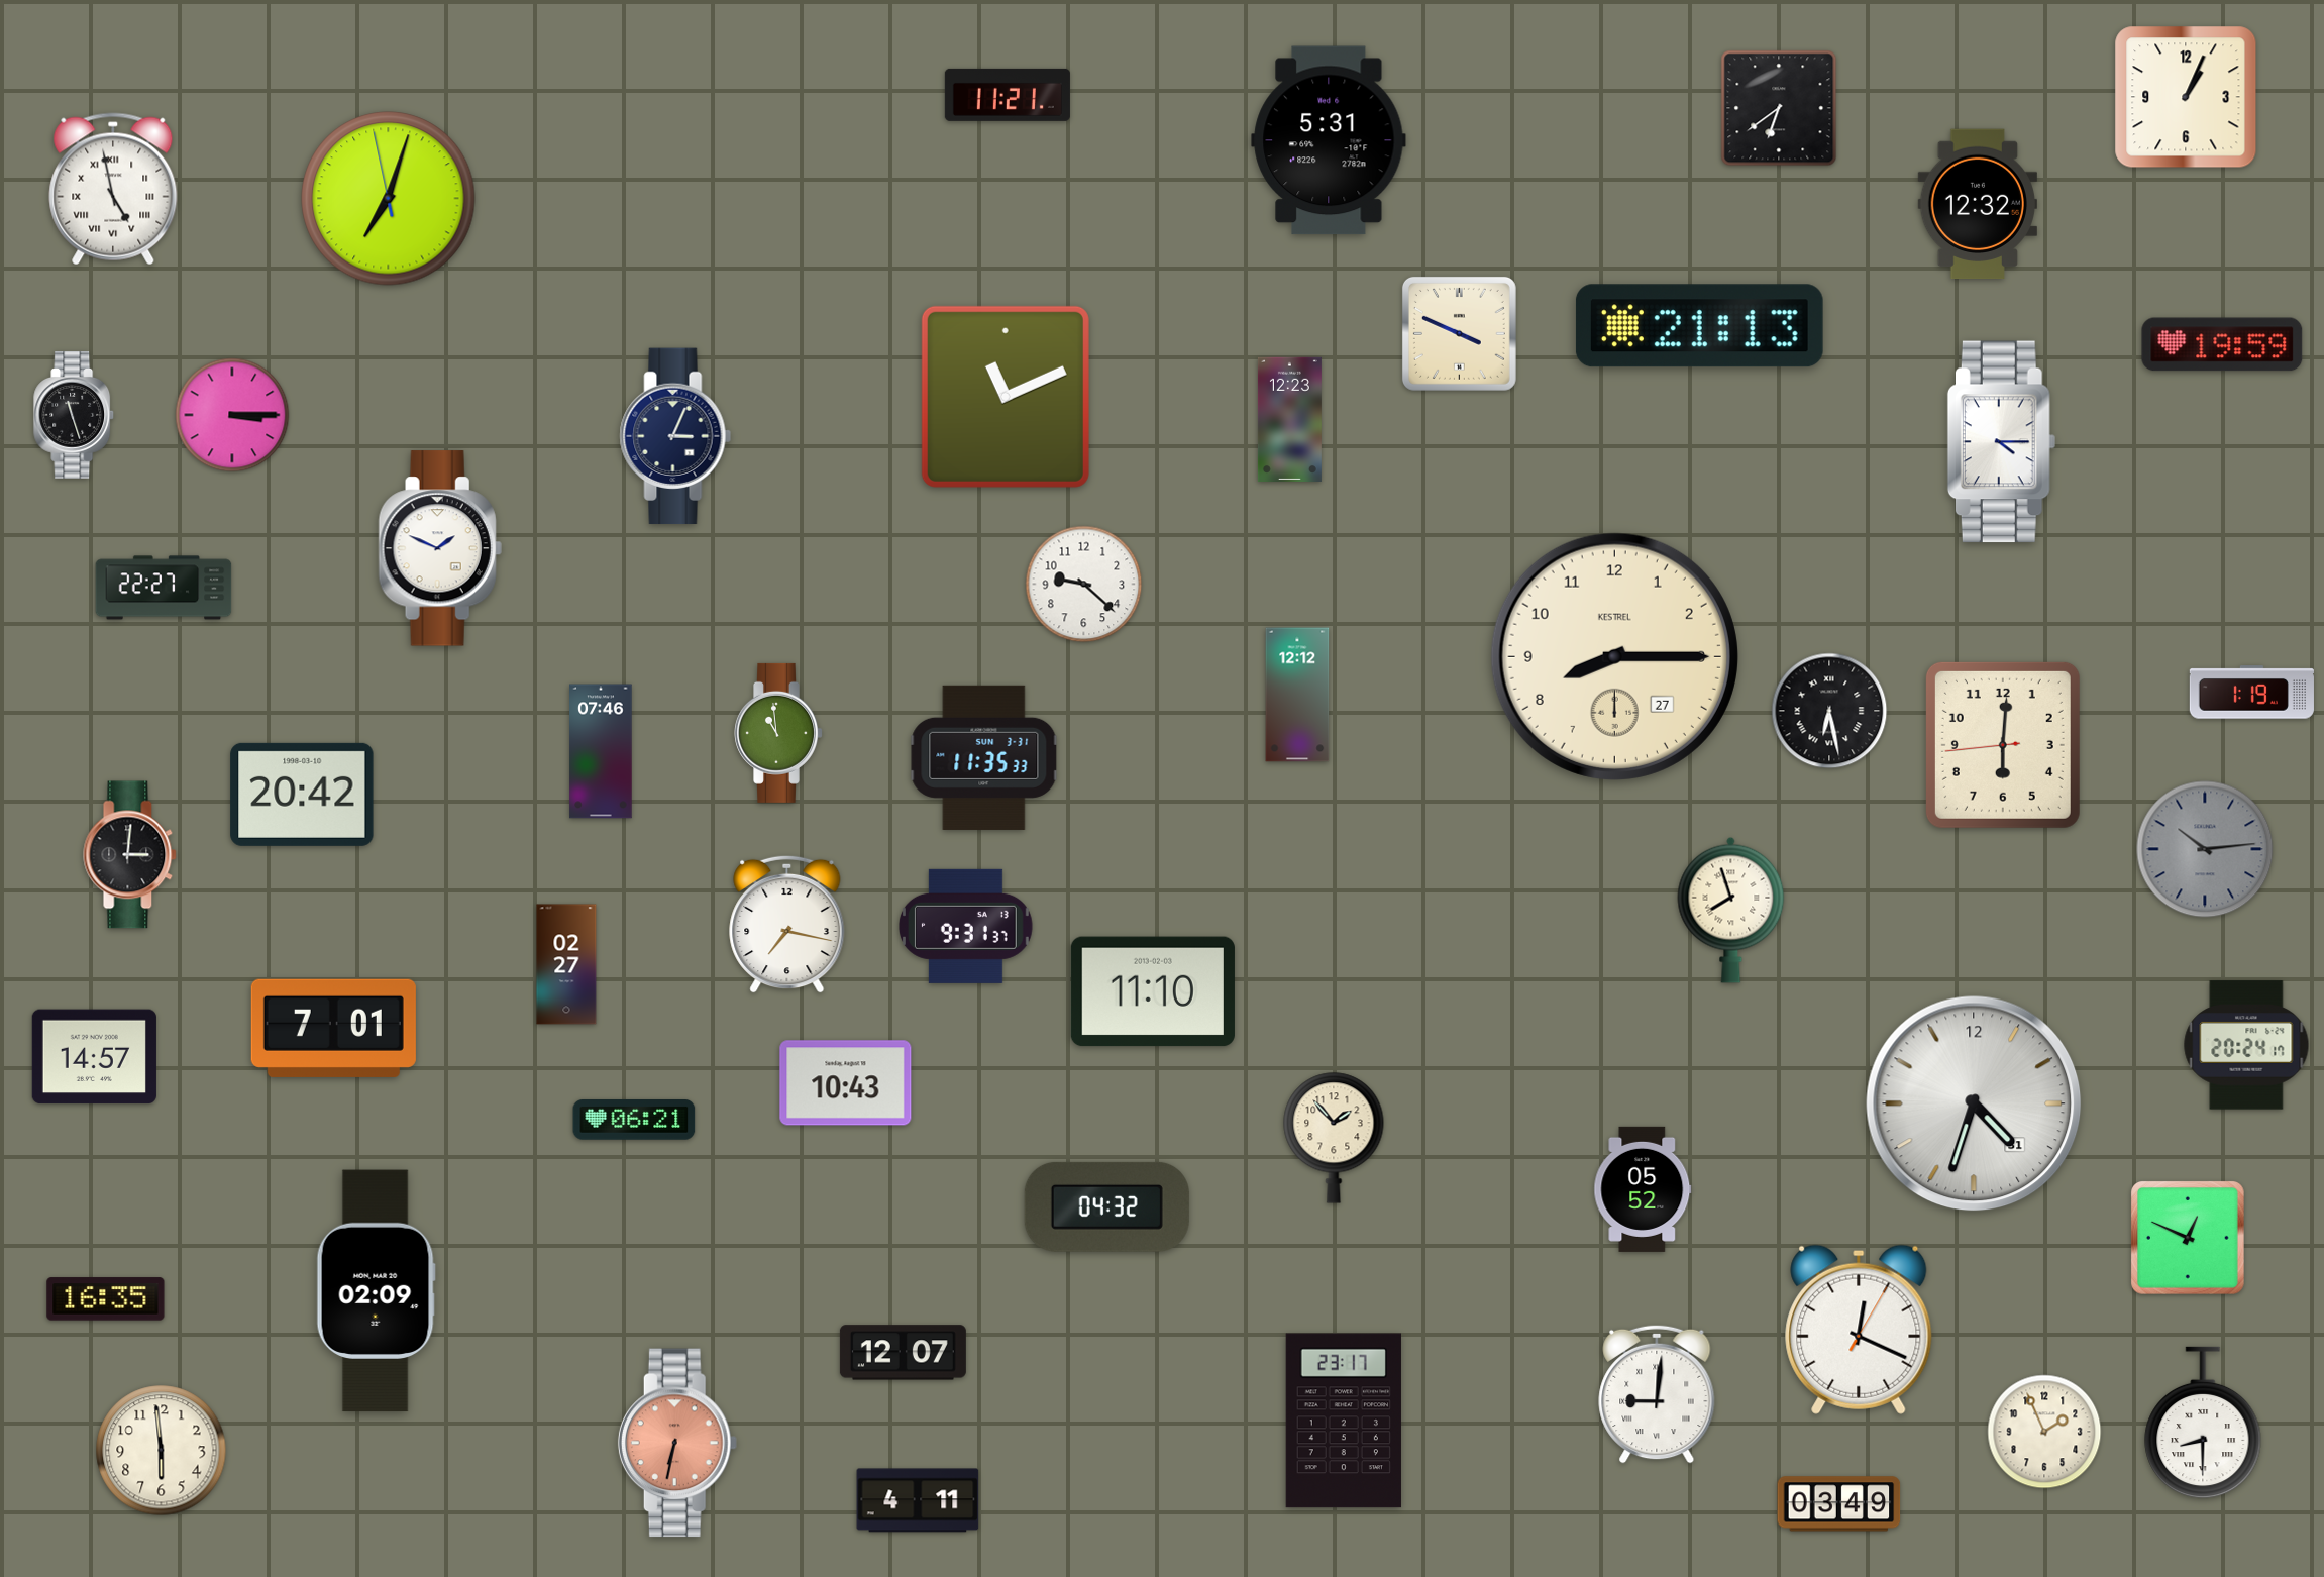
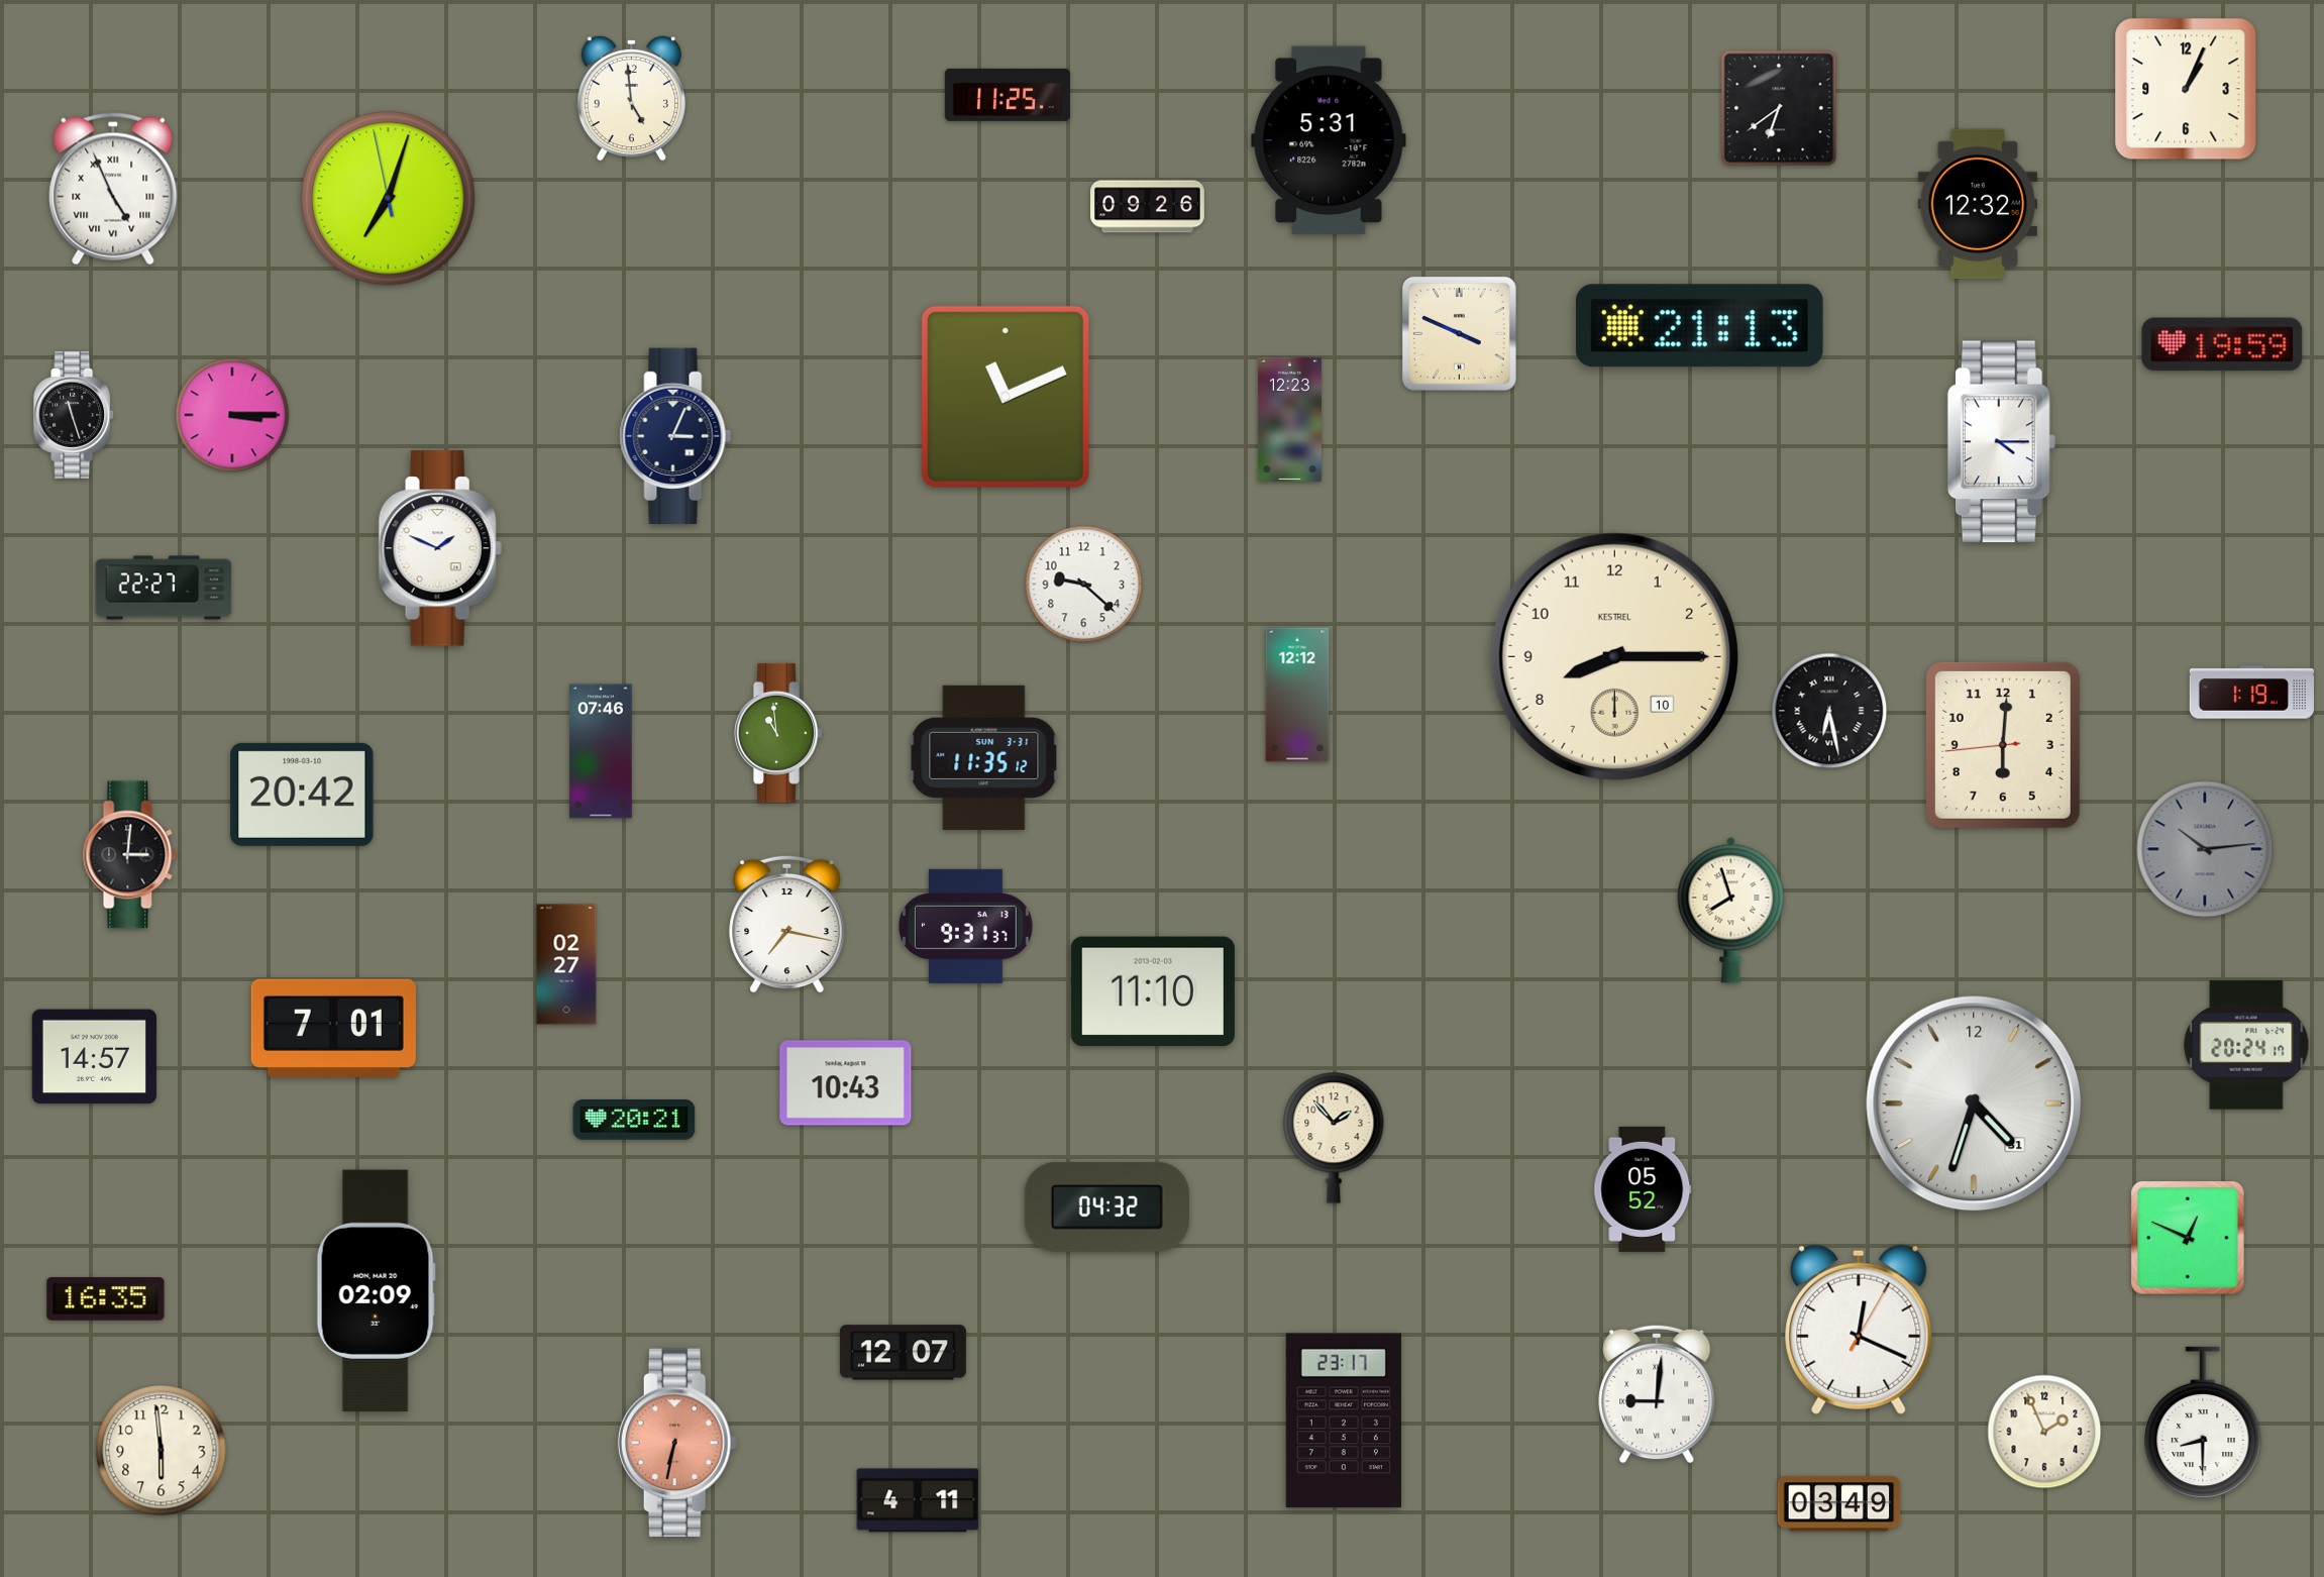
clock at (1008, 95): 11:21 -> 11:25
clock at (2186, 97) position: (2186, 97) -> (2186, 89)
clock at (631, 98): none -> 4:59
clock at (113, 189): 4:58 -> 4:56
clock at (1148, 207): none -> 09:26
clock at (1614, 656) date: 27 -> 10
clock at (984, 757): 11:35:33 -> 11:35:12
clock at (634, 1121): 06:21 -> 20:21
